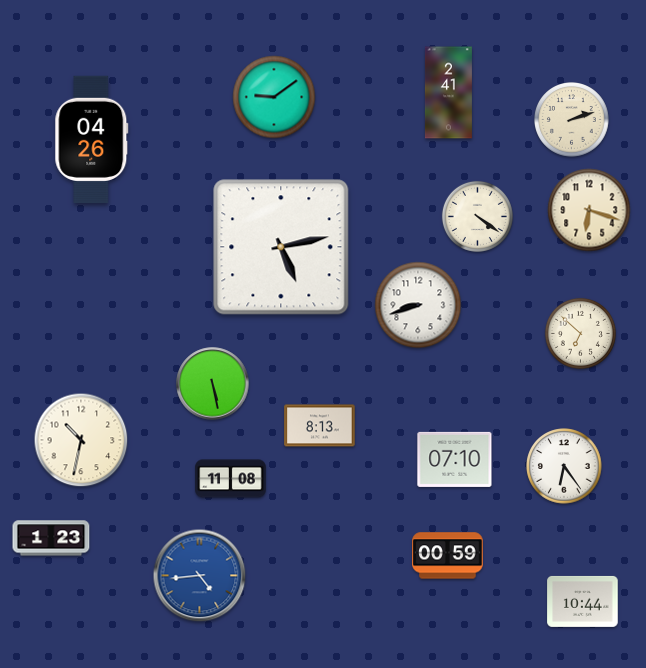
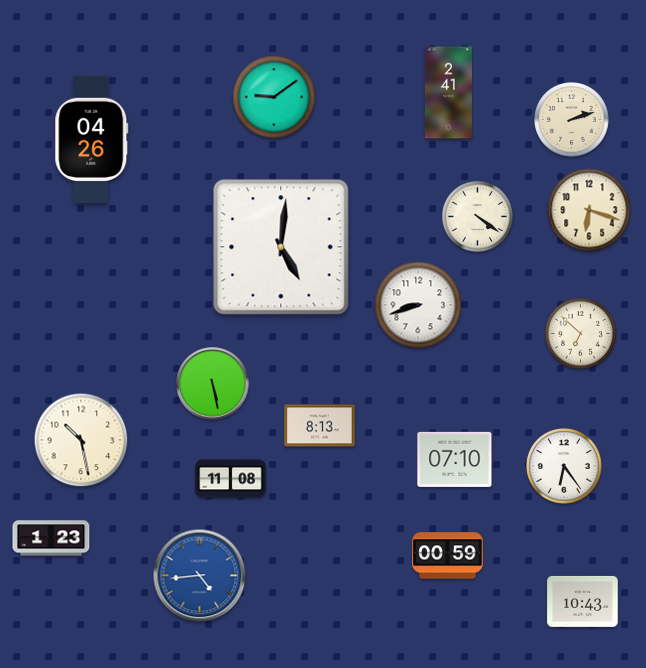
clock at (281, 247): 5:13 -> 5:01
clock at (81, 440): 10:32 -> 10:28
clock at (583, 601): 10:44 -> 10:43
